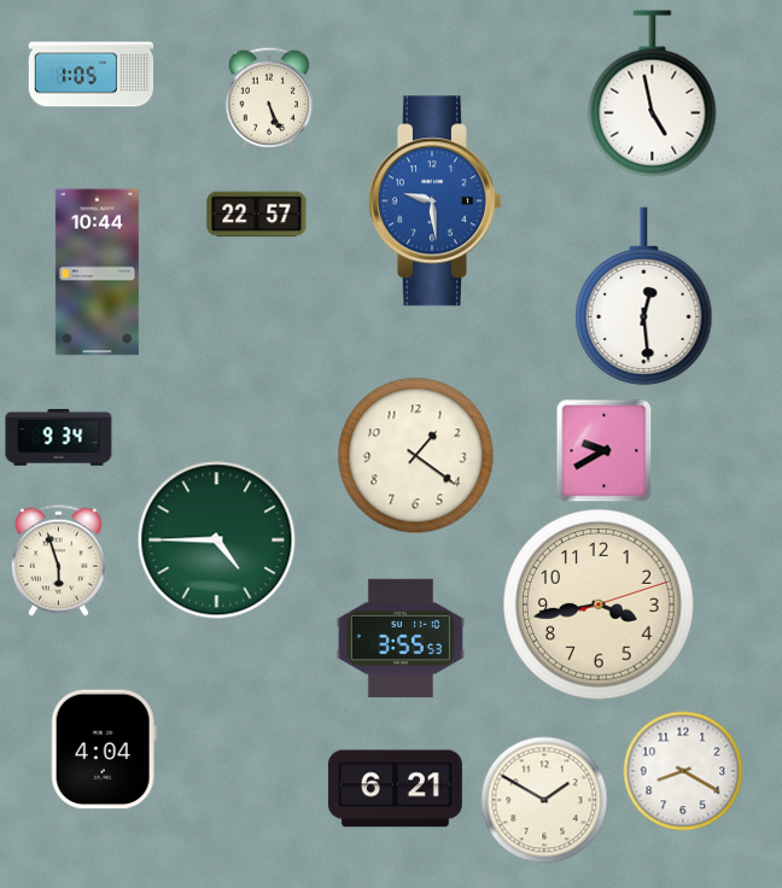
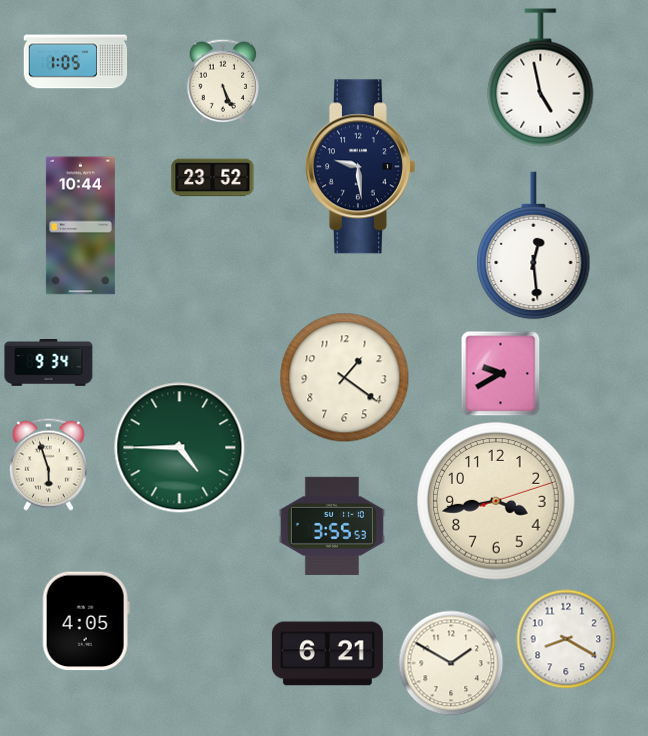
clock at (434, 201) dial: blue -> navy
clock at (257, 215): 22:57 -> 23:52
clock at (401, 638) position: (401, 638) -> (332, 526)
clock at (104, 749): 4:04 -> 4:05
